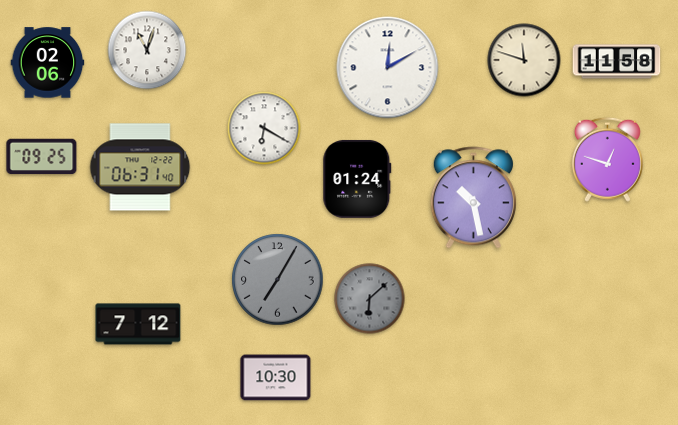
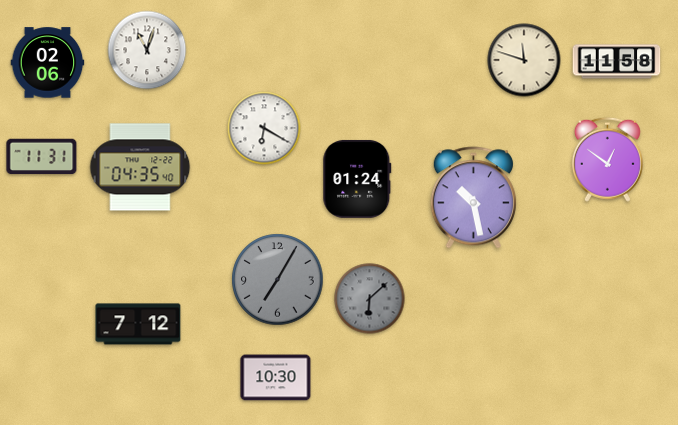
clock at (388, 68): 12:10 -> none
clock at (42, 157): 09:25 -> 11:31
clock at (607, 159): 12:48 -> 12:51
clock at (140, 167): 06:31 -> 04:35
